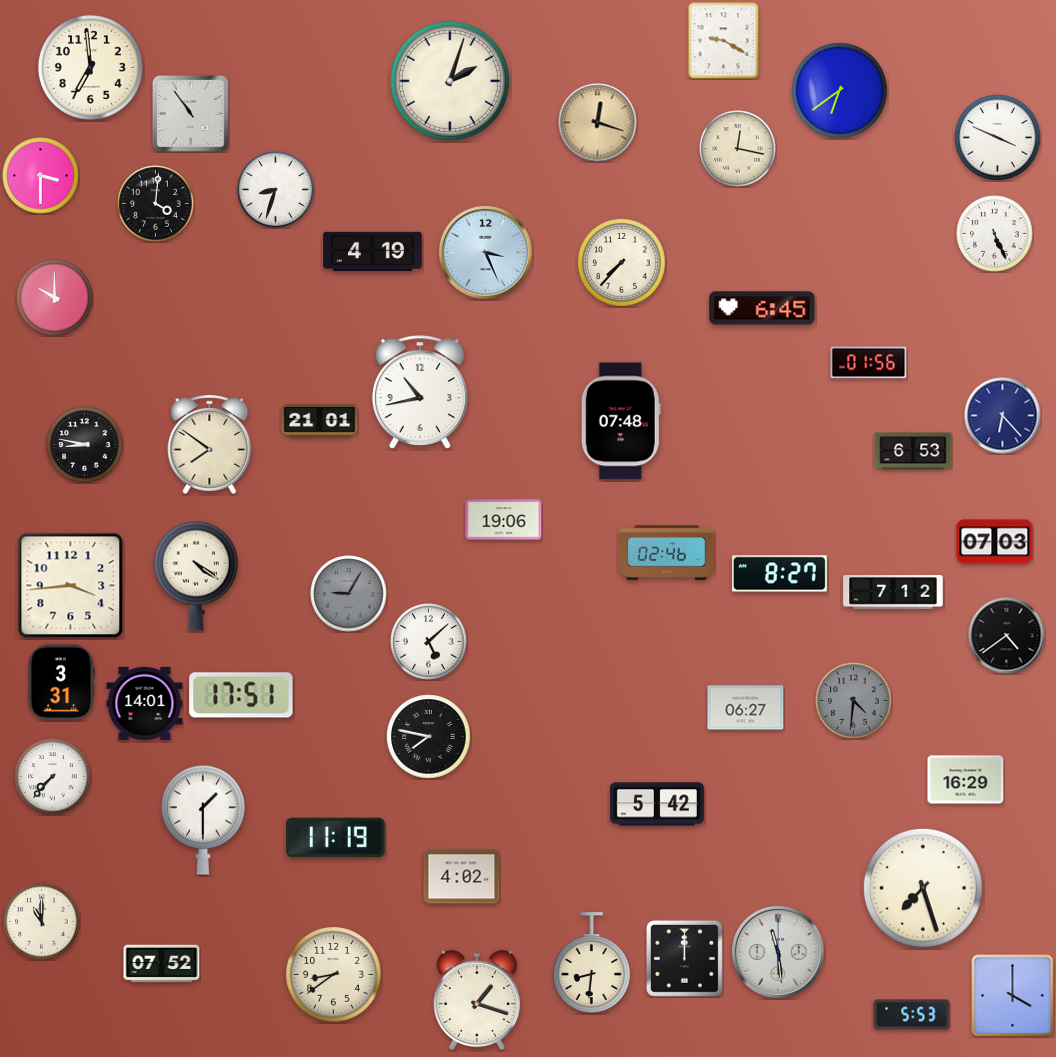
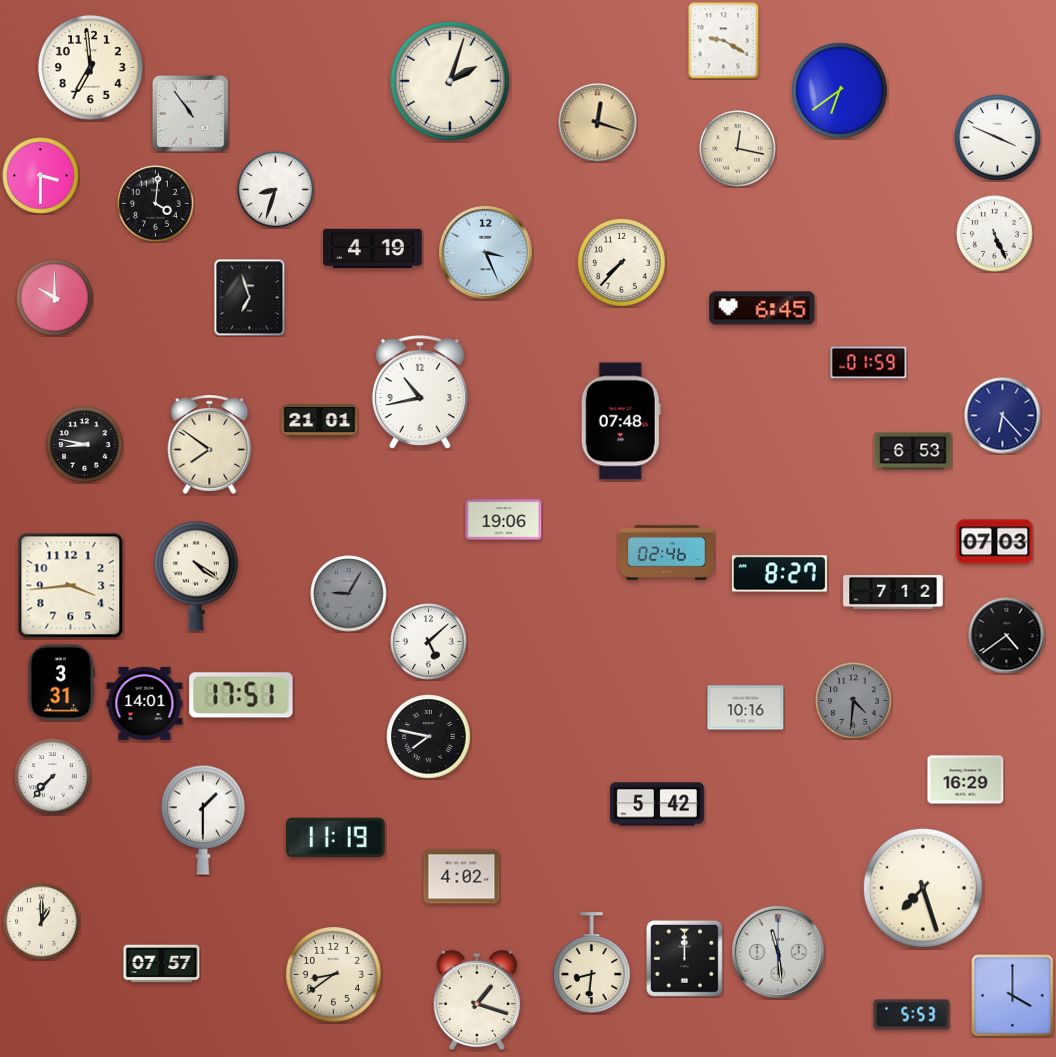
clock at (373, 252) position: (373, 252) -> (373, 249)
clock at (250, 298): none -> 6:57
clock at (869, 363): 01:56 -> 01:59
clock at (746, 708): 06:27 -> 10:16
clock at (42, 922): 11:00 -> 1:00
clock at (162, 964): 07:52 -> 07:57
